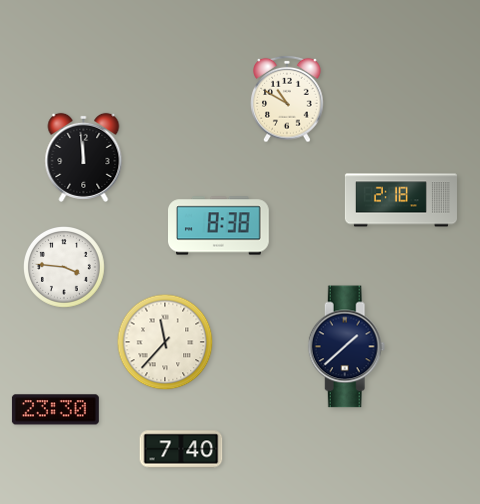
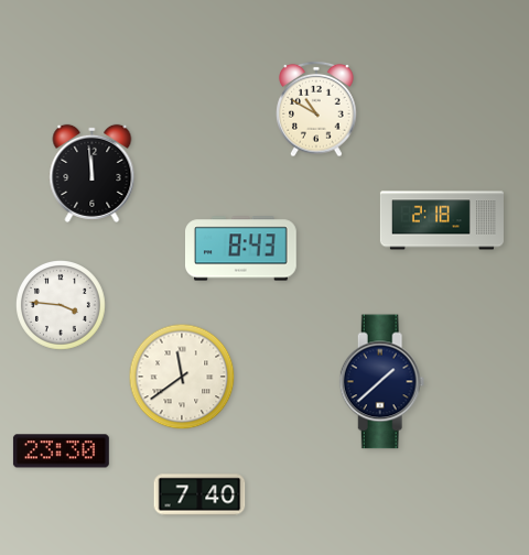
clock at (219, 226): 8:38 -> 8:43
clock at (65, 268) position: (65, 268) -> (62, 306)
clock at (165, 342): 11:37 -> 11:39
